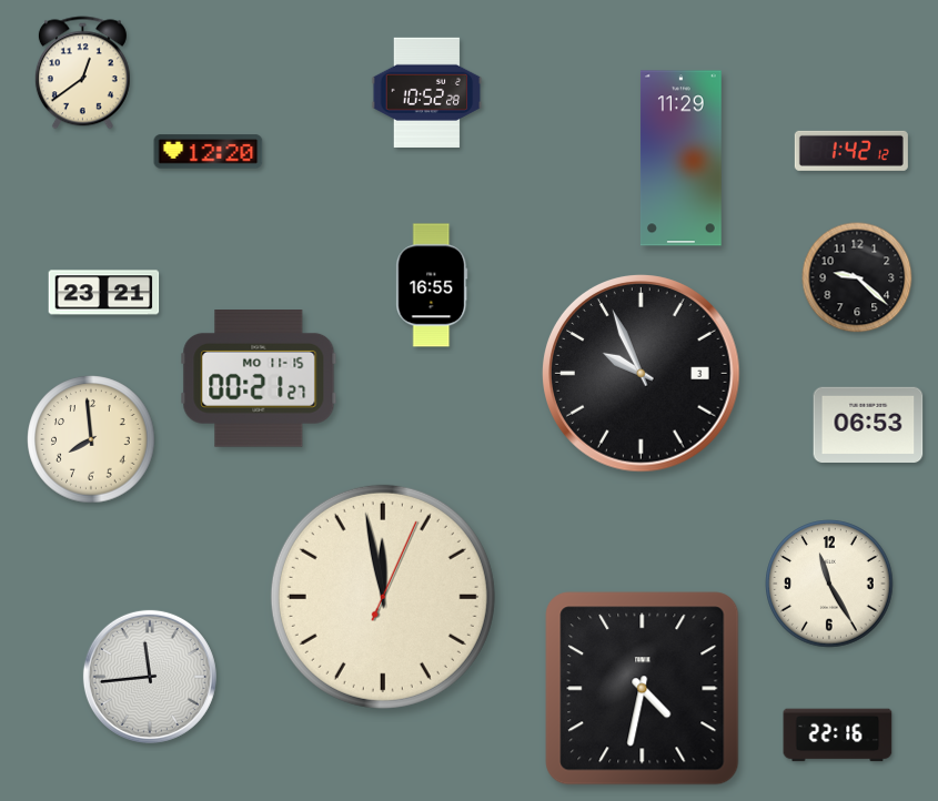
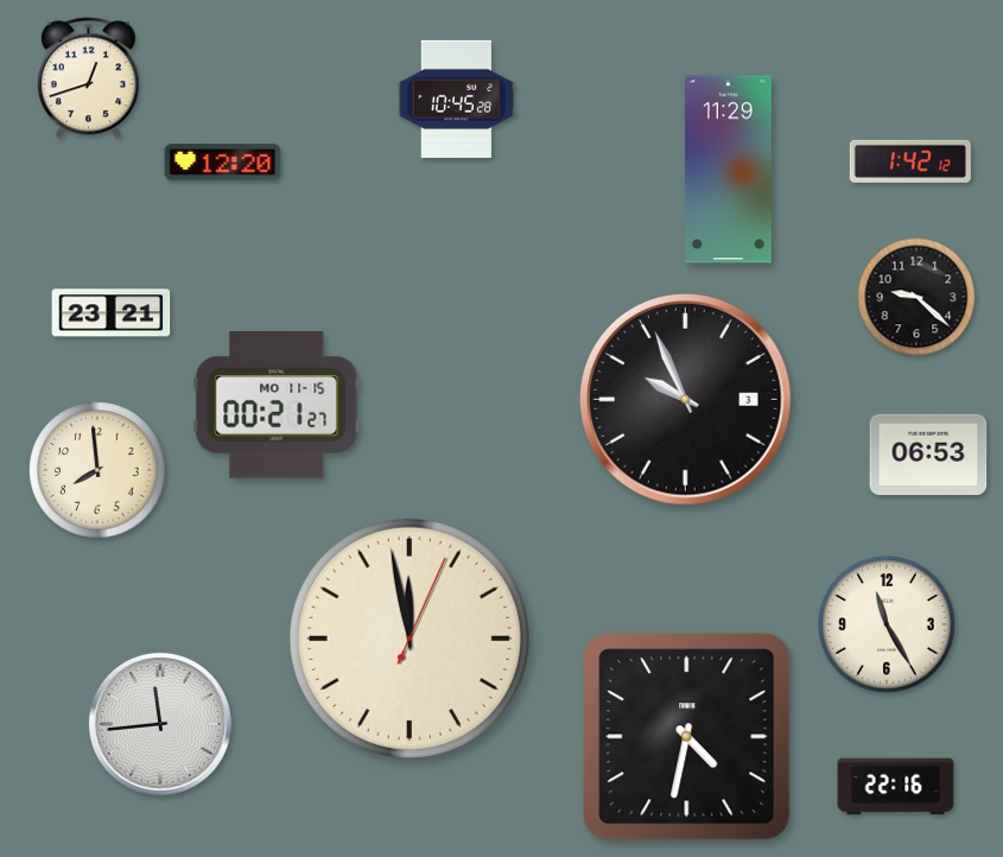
clock at (82, 73): 12:39 -> 12:42
clock at (427, 92): 10:52 -> 10:45
clock at (432, 285): 16:55 -> none
